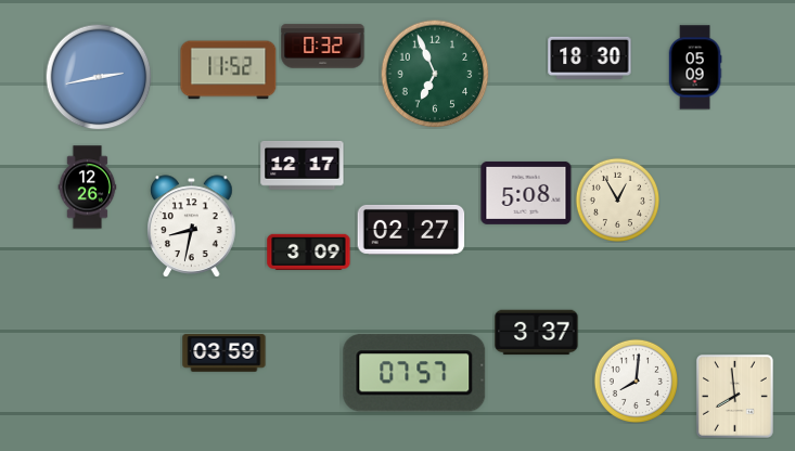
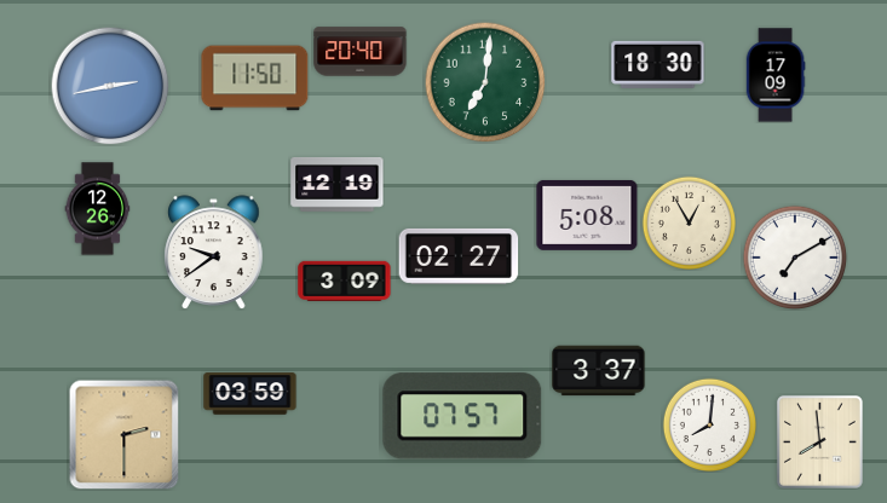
clock at (323, 47): 0:32 -> 20:40
clock at (695, 67): 05:09 -> 17:09
clock at (229, 70): 11:52 -> 11:50
clock at (435, 74): 6:56 -> 7:01
clock at (303, 166): 12:17 -> 12:19
clock at (192, 227): 8:32 -> 9:39
clock at (795, 258): none -> 7:10
clock at (123, 434): none -> 2:30
